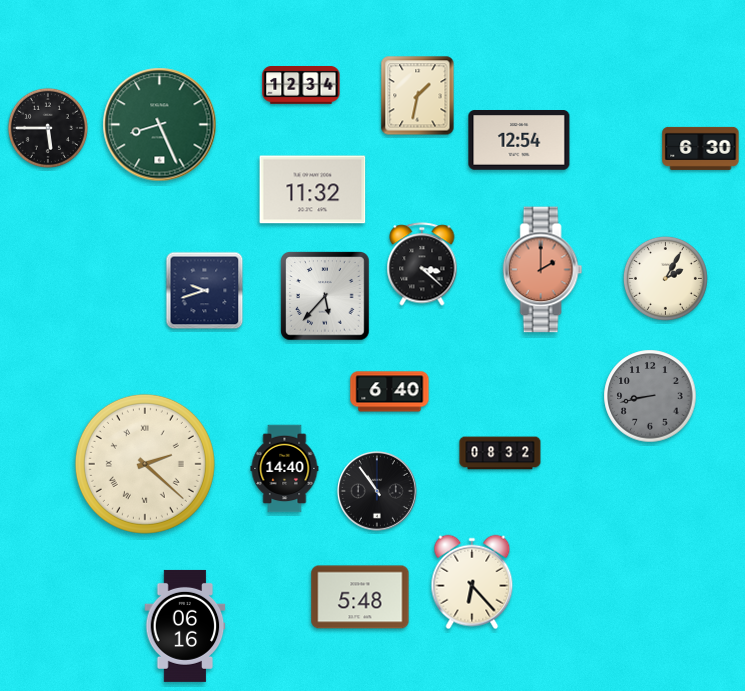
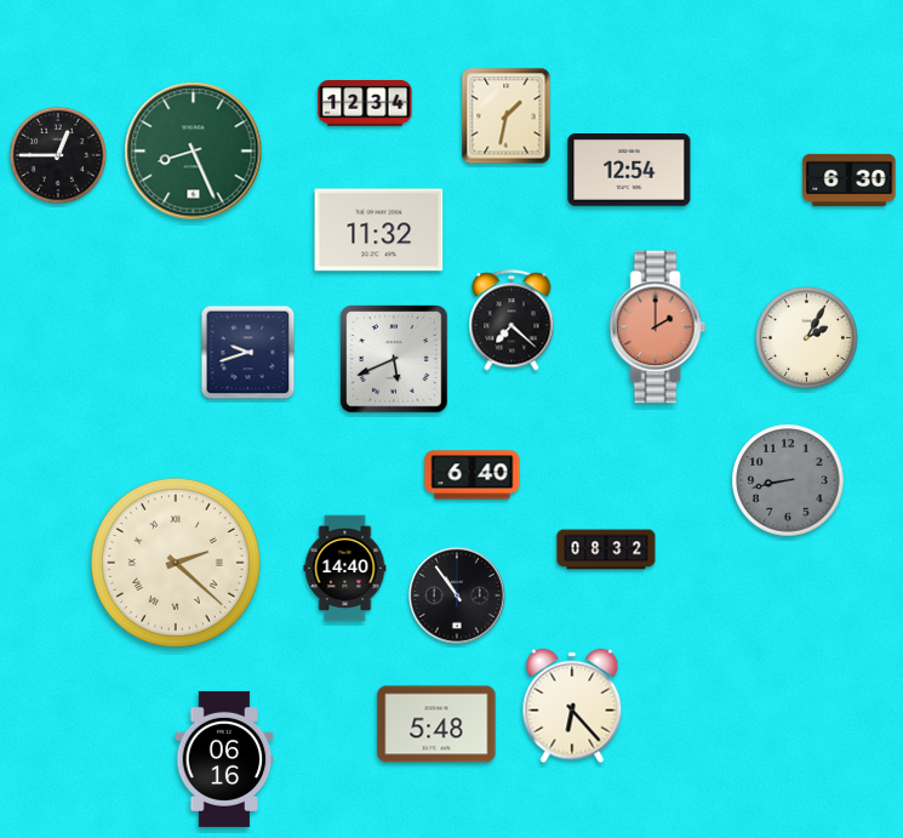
clock at (48, 128): 5:45 -> 12:45
clock at (422, 264): 3:22 -> 7:22
clock at (325, 296): 5:37 -> 5:41
